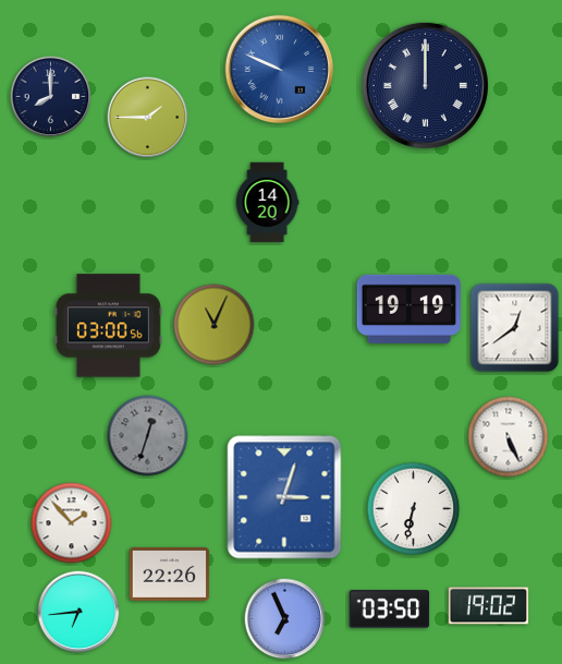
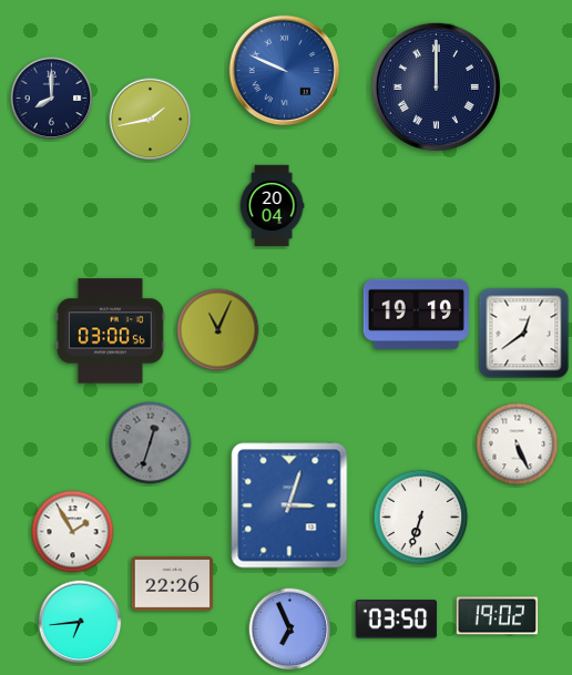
clock at (425, 85) position: (425, 85) -> (436, 86)
clock at (148, 118): 1:45 -> 1:43
clock at (267, 203): 14:20 -> 20:04
clock at (414, 509): 6:32 -> 6:33
clock at (72, 523): 1:53 -> 1:55
